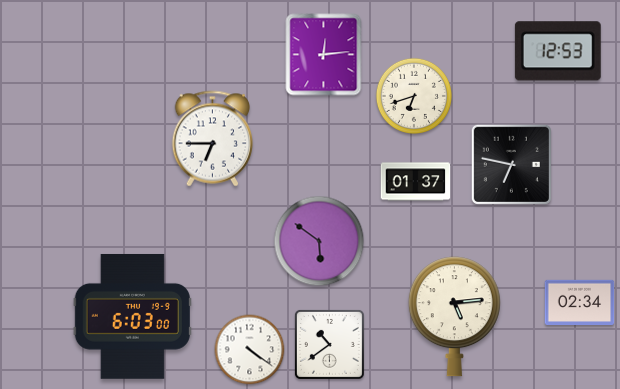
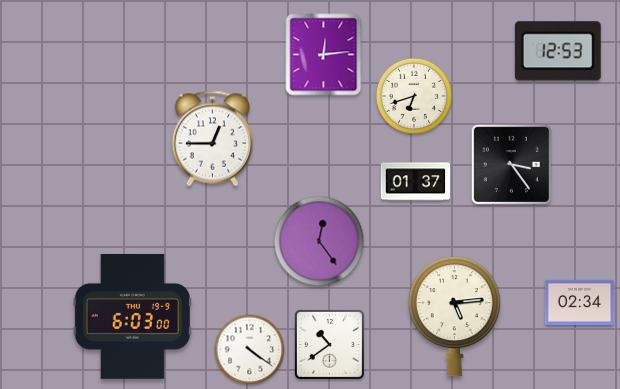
clock at (213, 139): 6:45 -> 12:45
clock at (511, 164): 6:47 -> 3:24
clock at (319, 241): 5:51 -> 12:24
